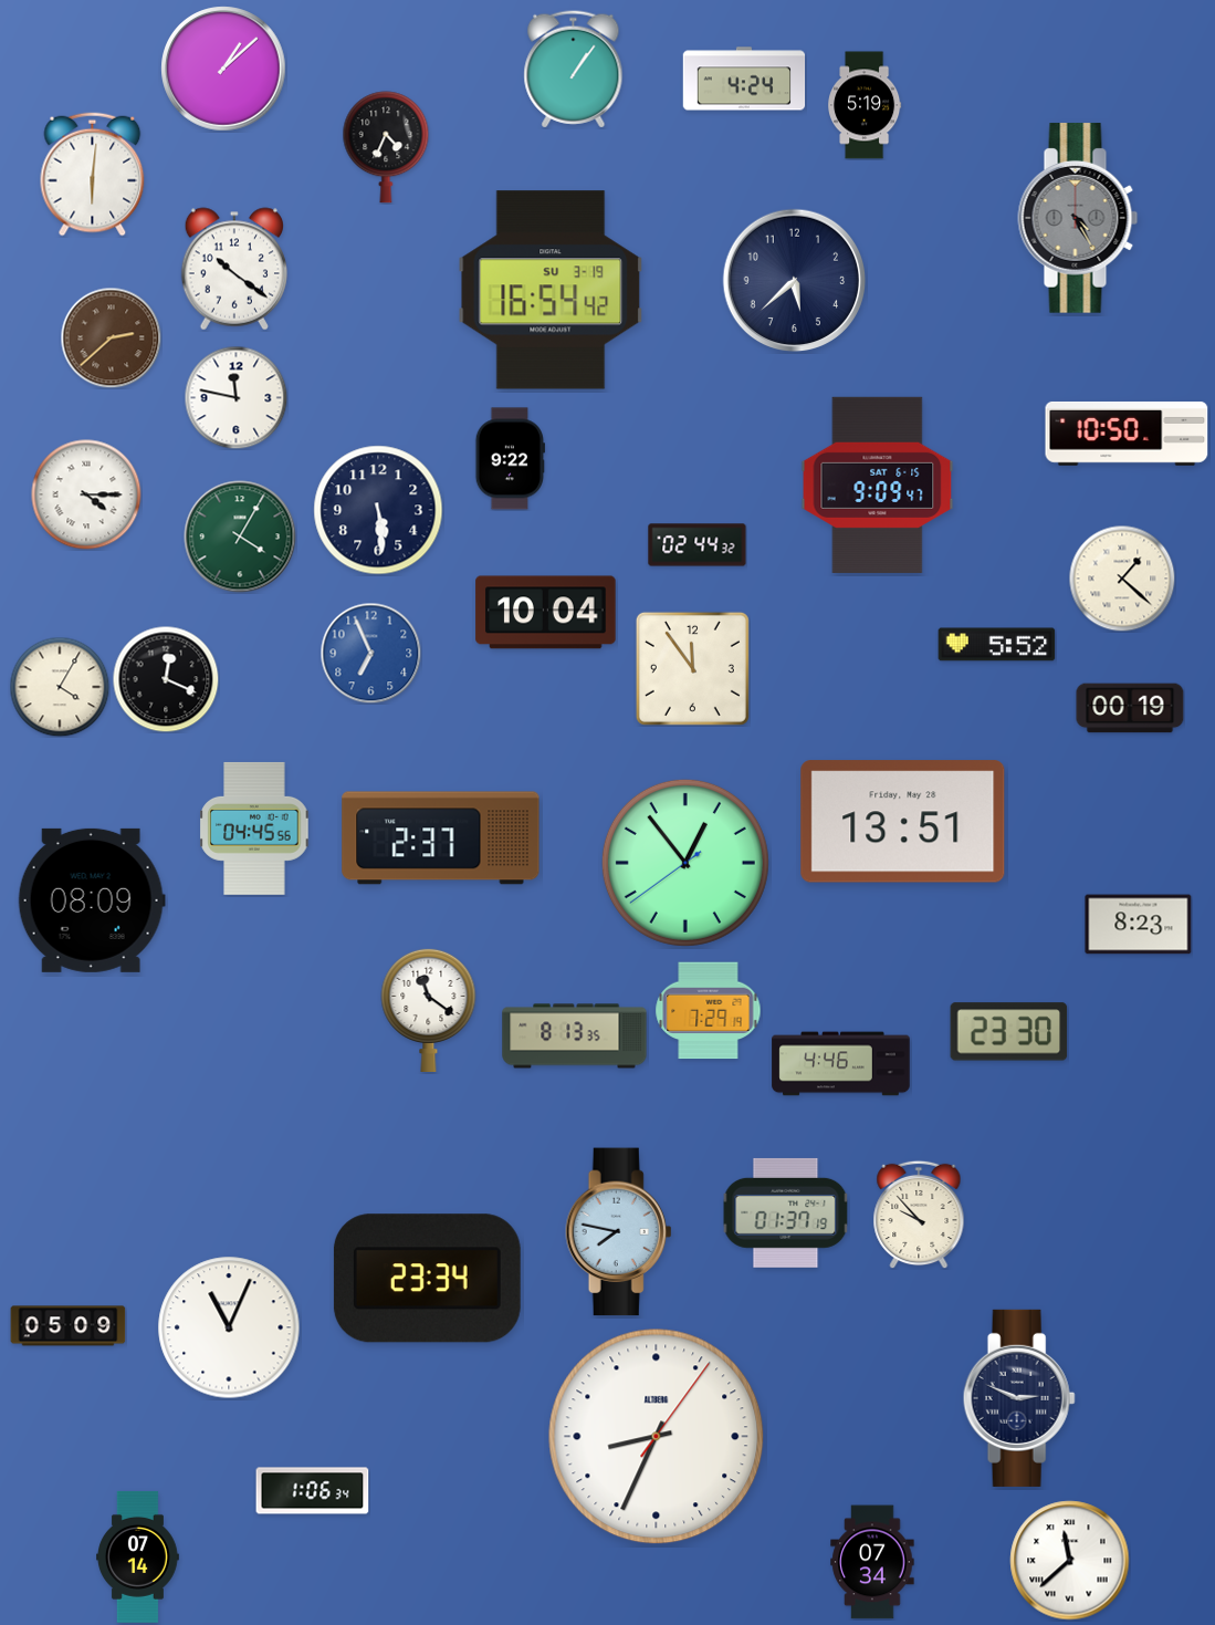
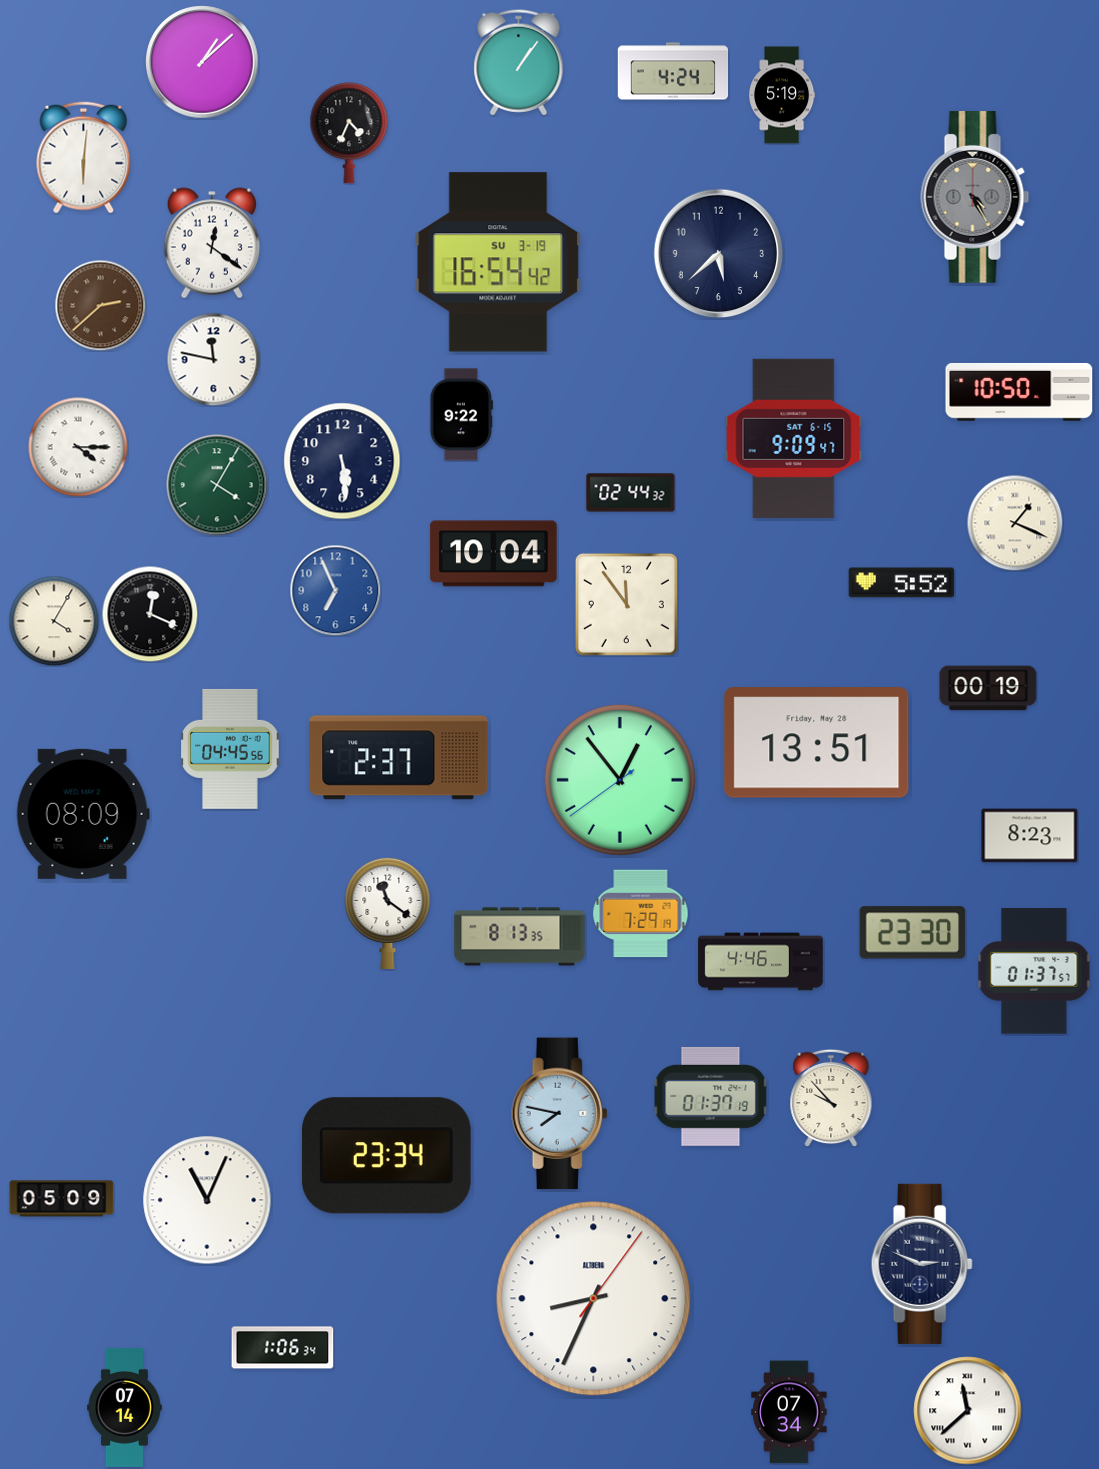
clock at (233, 269): 10:21 -> 12:21
clock at (1122, 579): 1:22 -> 1:19
clock at (1130, 708) position: (1130, 708) -> (988, 688)
clock at (1034, 971): none -> 01:37
